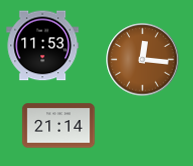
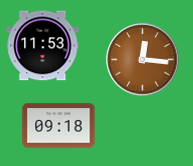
clock at (59, 126): 21:14 -> 09:18
